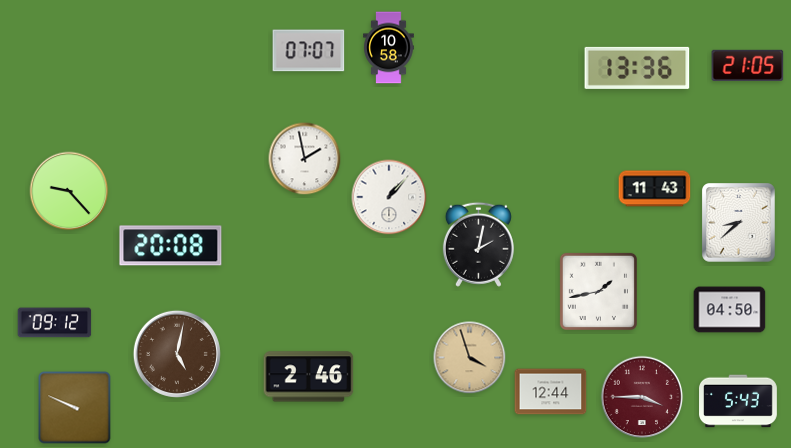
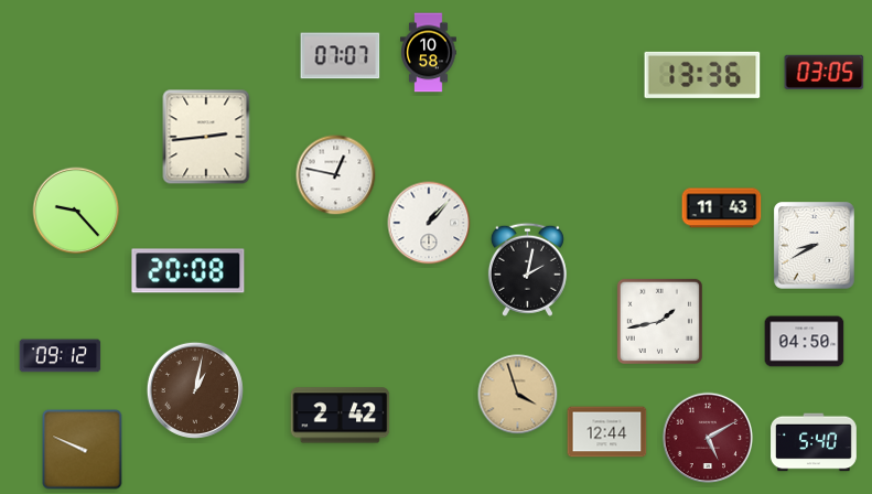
clock at (748, 65): 21:05 -> 03:05
clock at (206, 137): none -> 2:44
clock at (305, 159): 1:58 -> 12:47
clock at (389, 197) position: (389, 197) -> (429, 223)
clock at (739, 223): 8:38 -> 8:40
clock at (177, 354): 5:02 -> 1:02
clock at (309, 377): 2:46 -> 2:42
clock at (642, 397): 3:45 -> 5:10
clock at (738, 401): 5:43 -> 5:40
